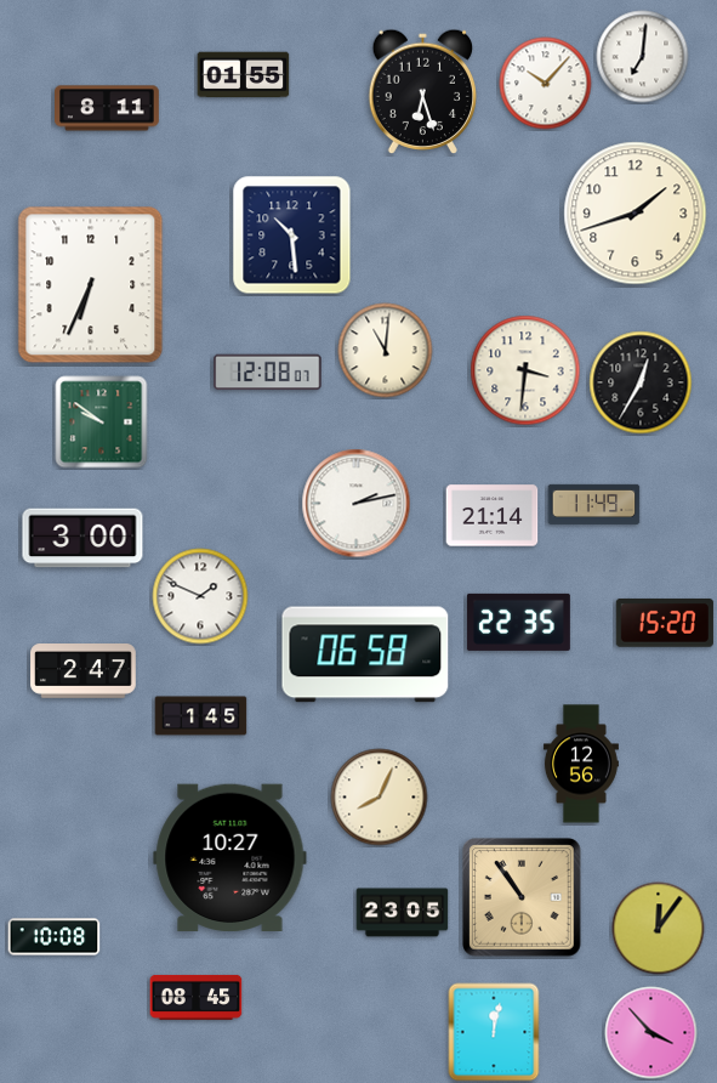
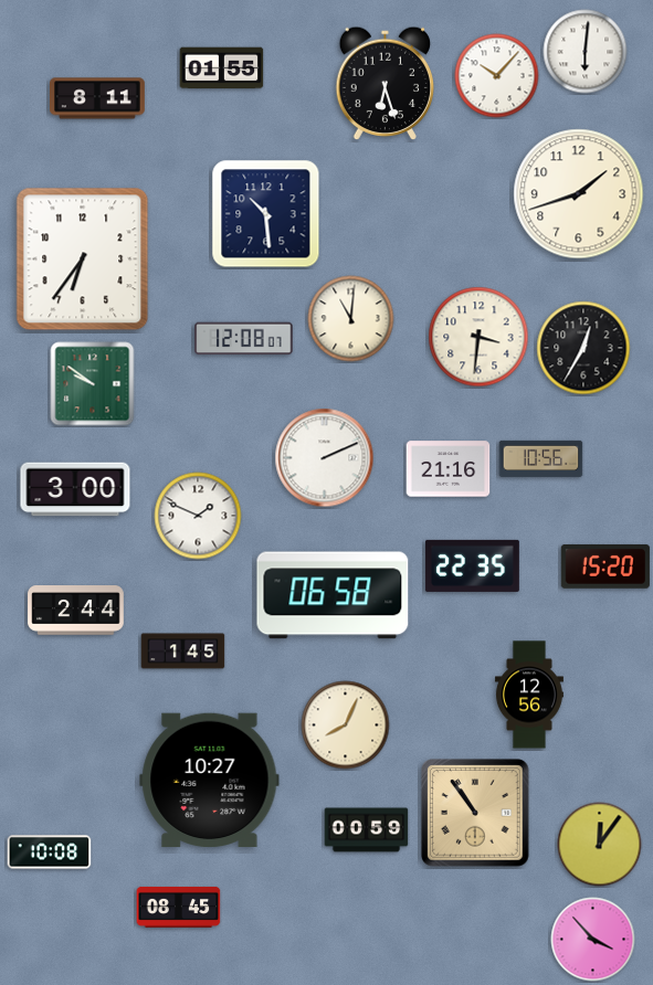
clock at (643, 57): 7:01 -> 6:01
clock at (91, 285): 6:34 -> 6:36
clock at (357, 504): 2:13 -> 2:11
clock at (594, 504): 11:49 -> 10:56
clock at (493, 516): 21:14 -> 21:16
clock at (200, 596) position: (200, 596) -> (198, 516)
clock at (84, 671): 2:47 -> 2:44
clock at (522, 897) position: (522, 897) -> (475, 813)
clock at (403, 913): 23:05 -> 00:59
clock at (494, 1032): 12:02 -> none
